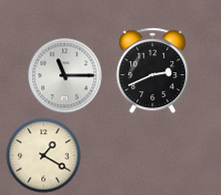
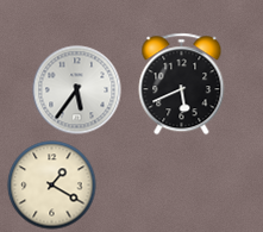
clock at (153, 71): 2:41 -> 5:41
clock at (65, 76): 11:15 -> 5:36
